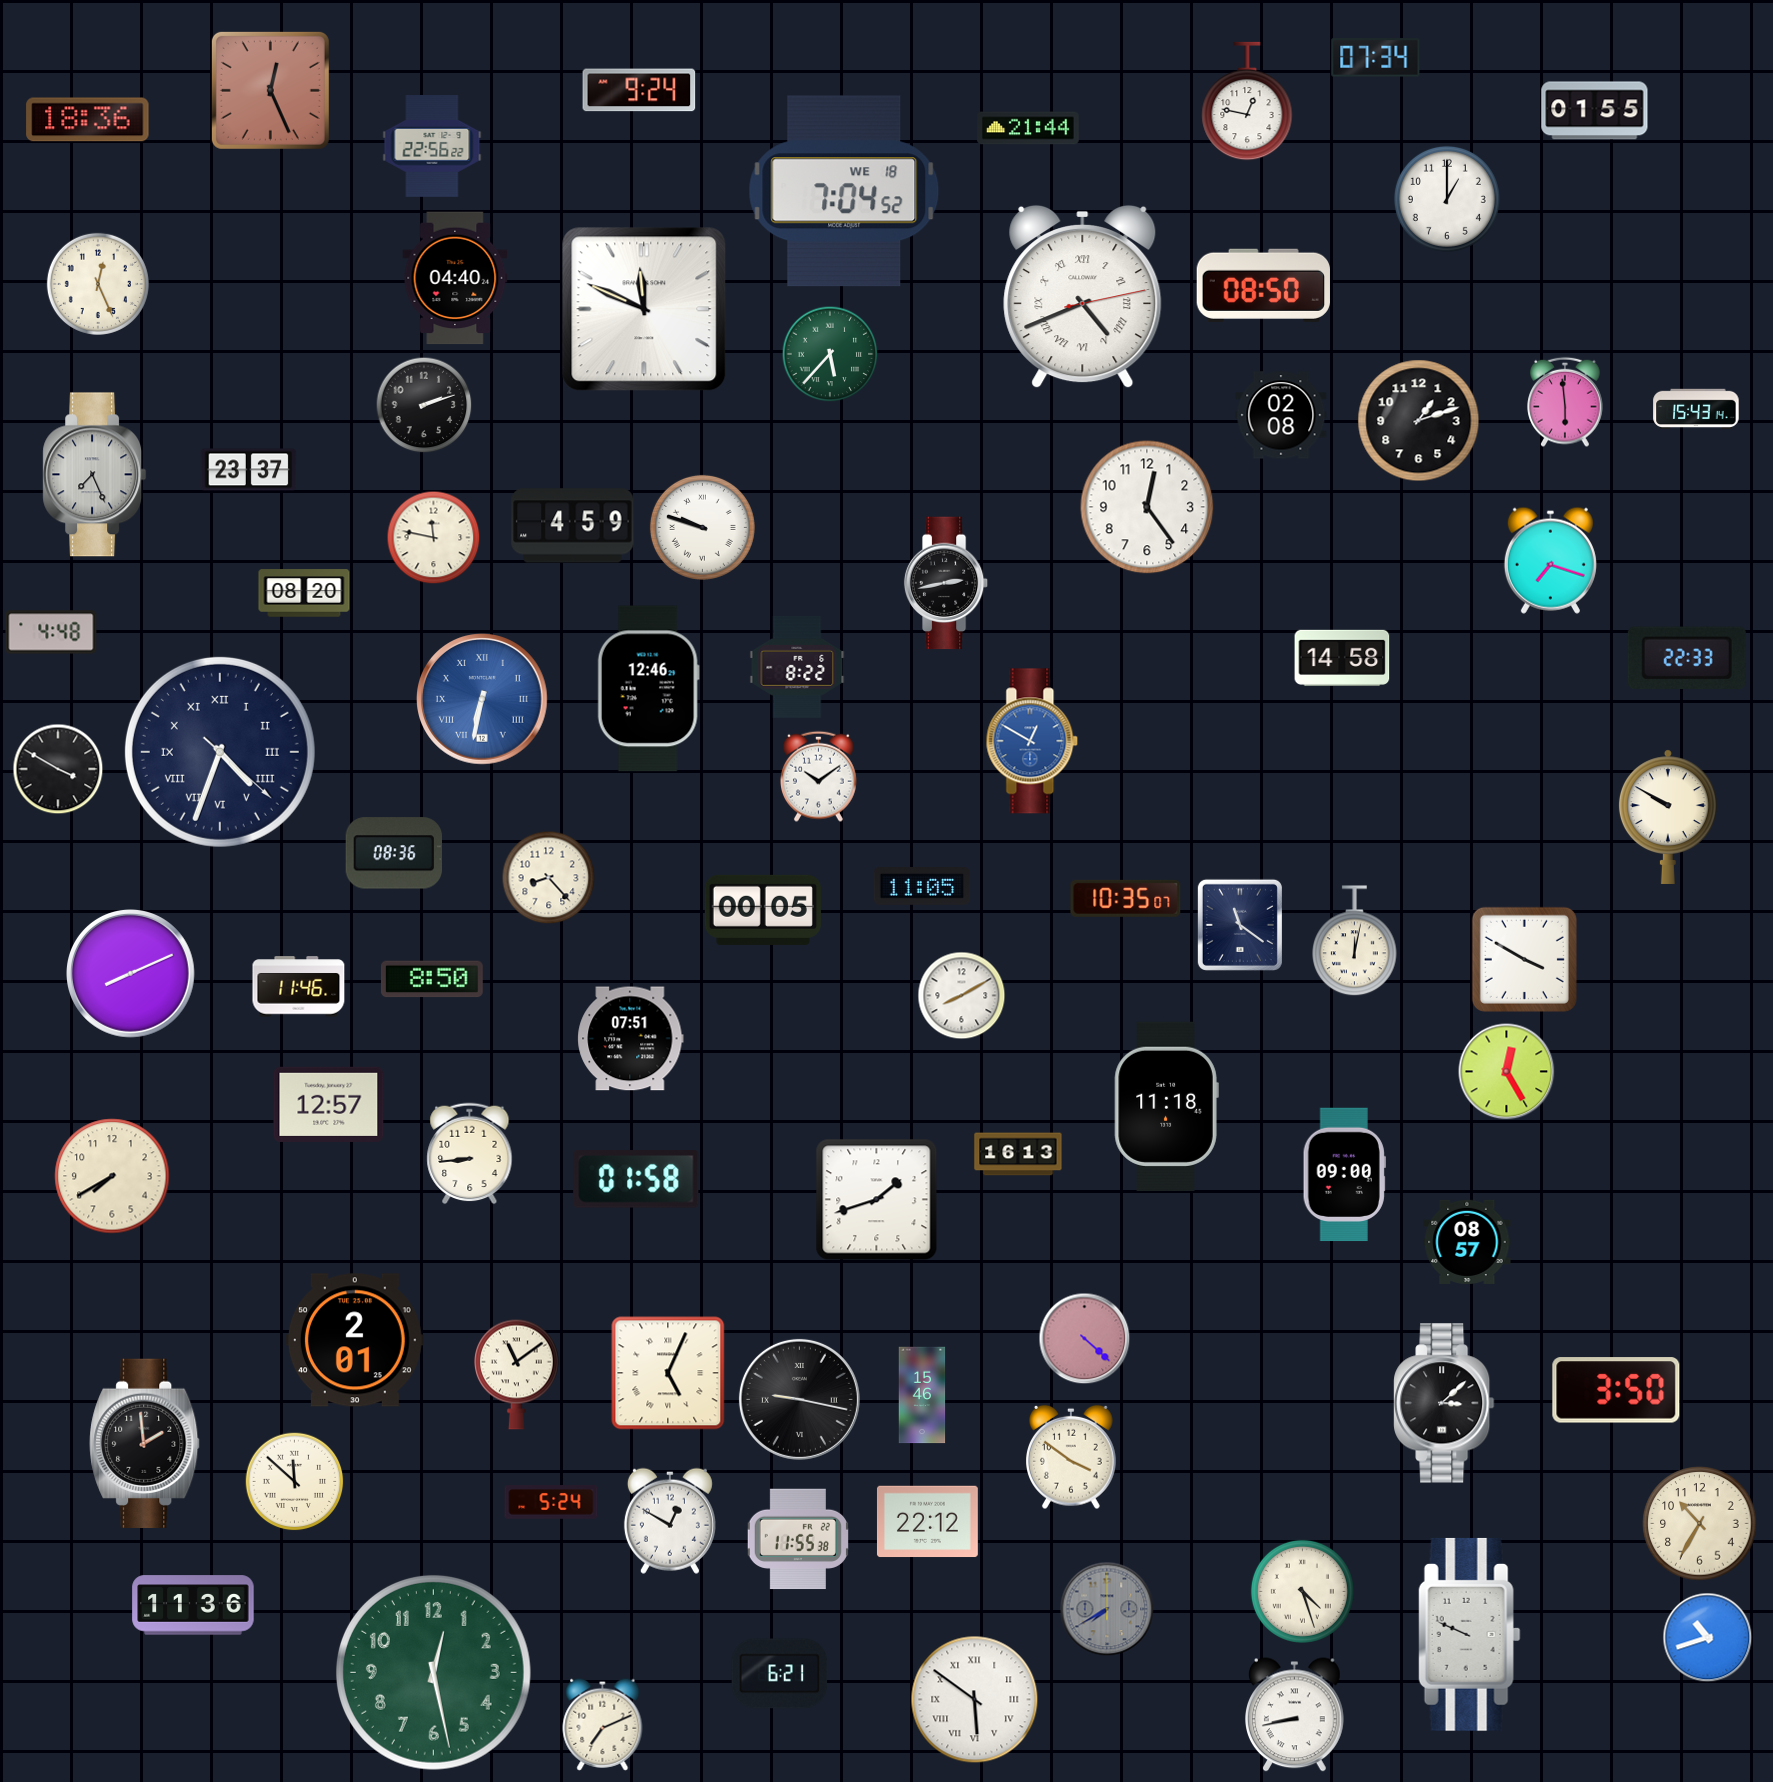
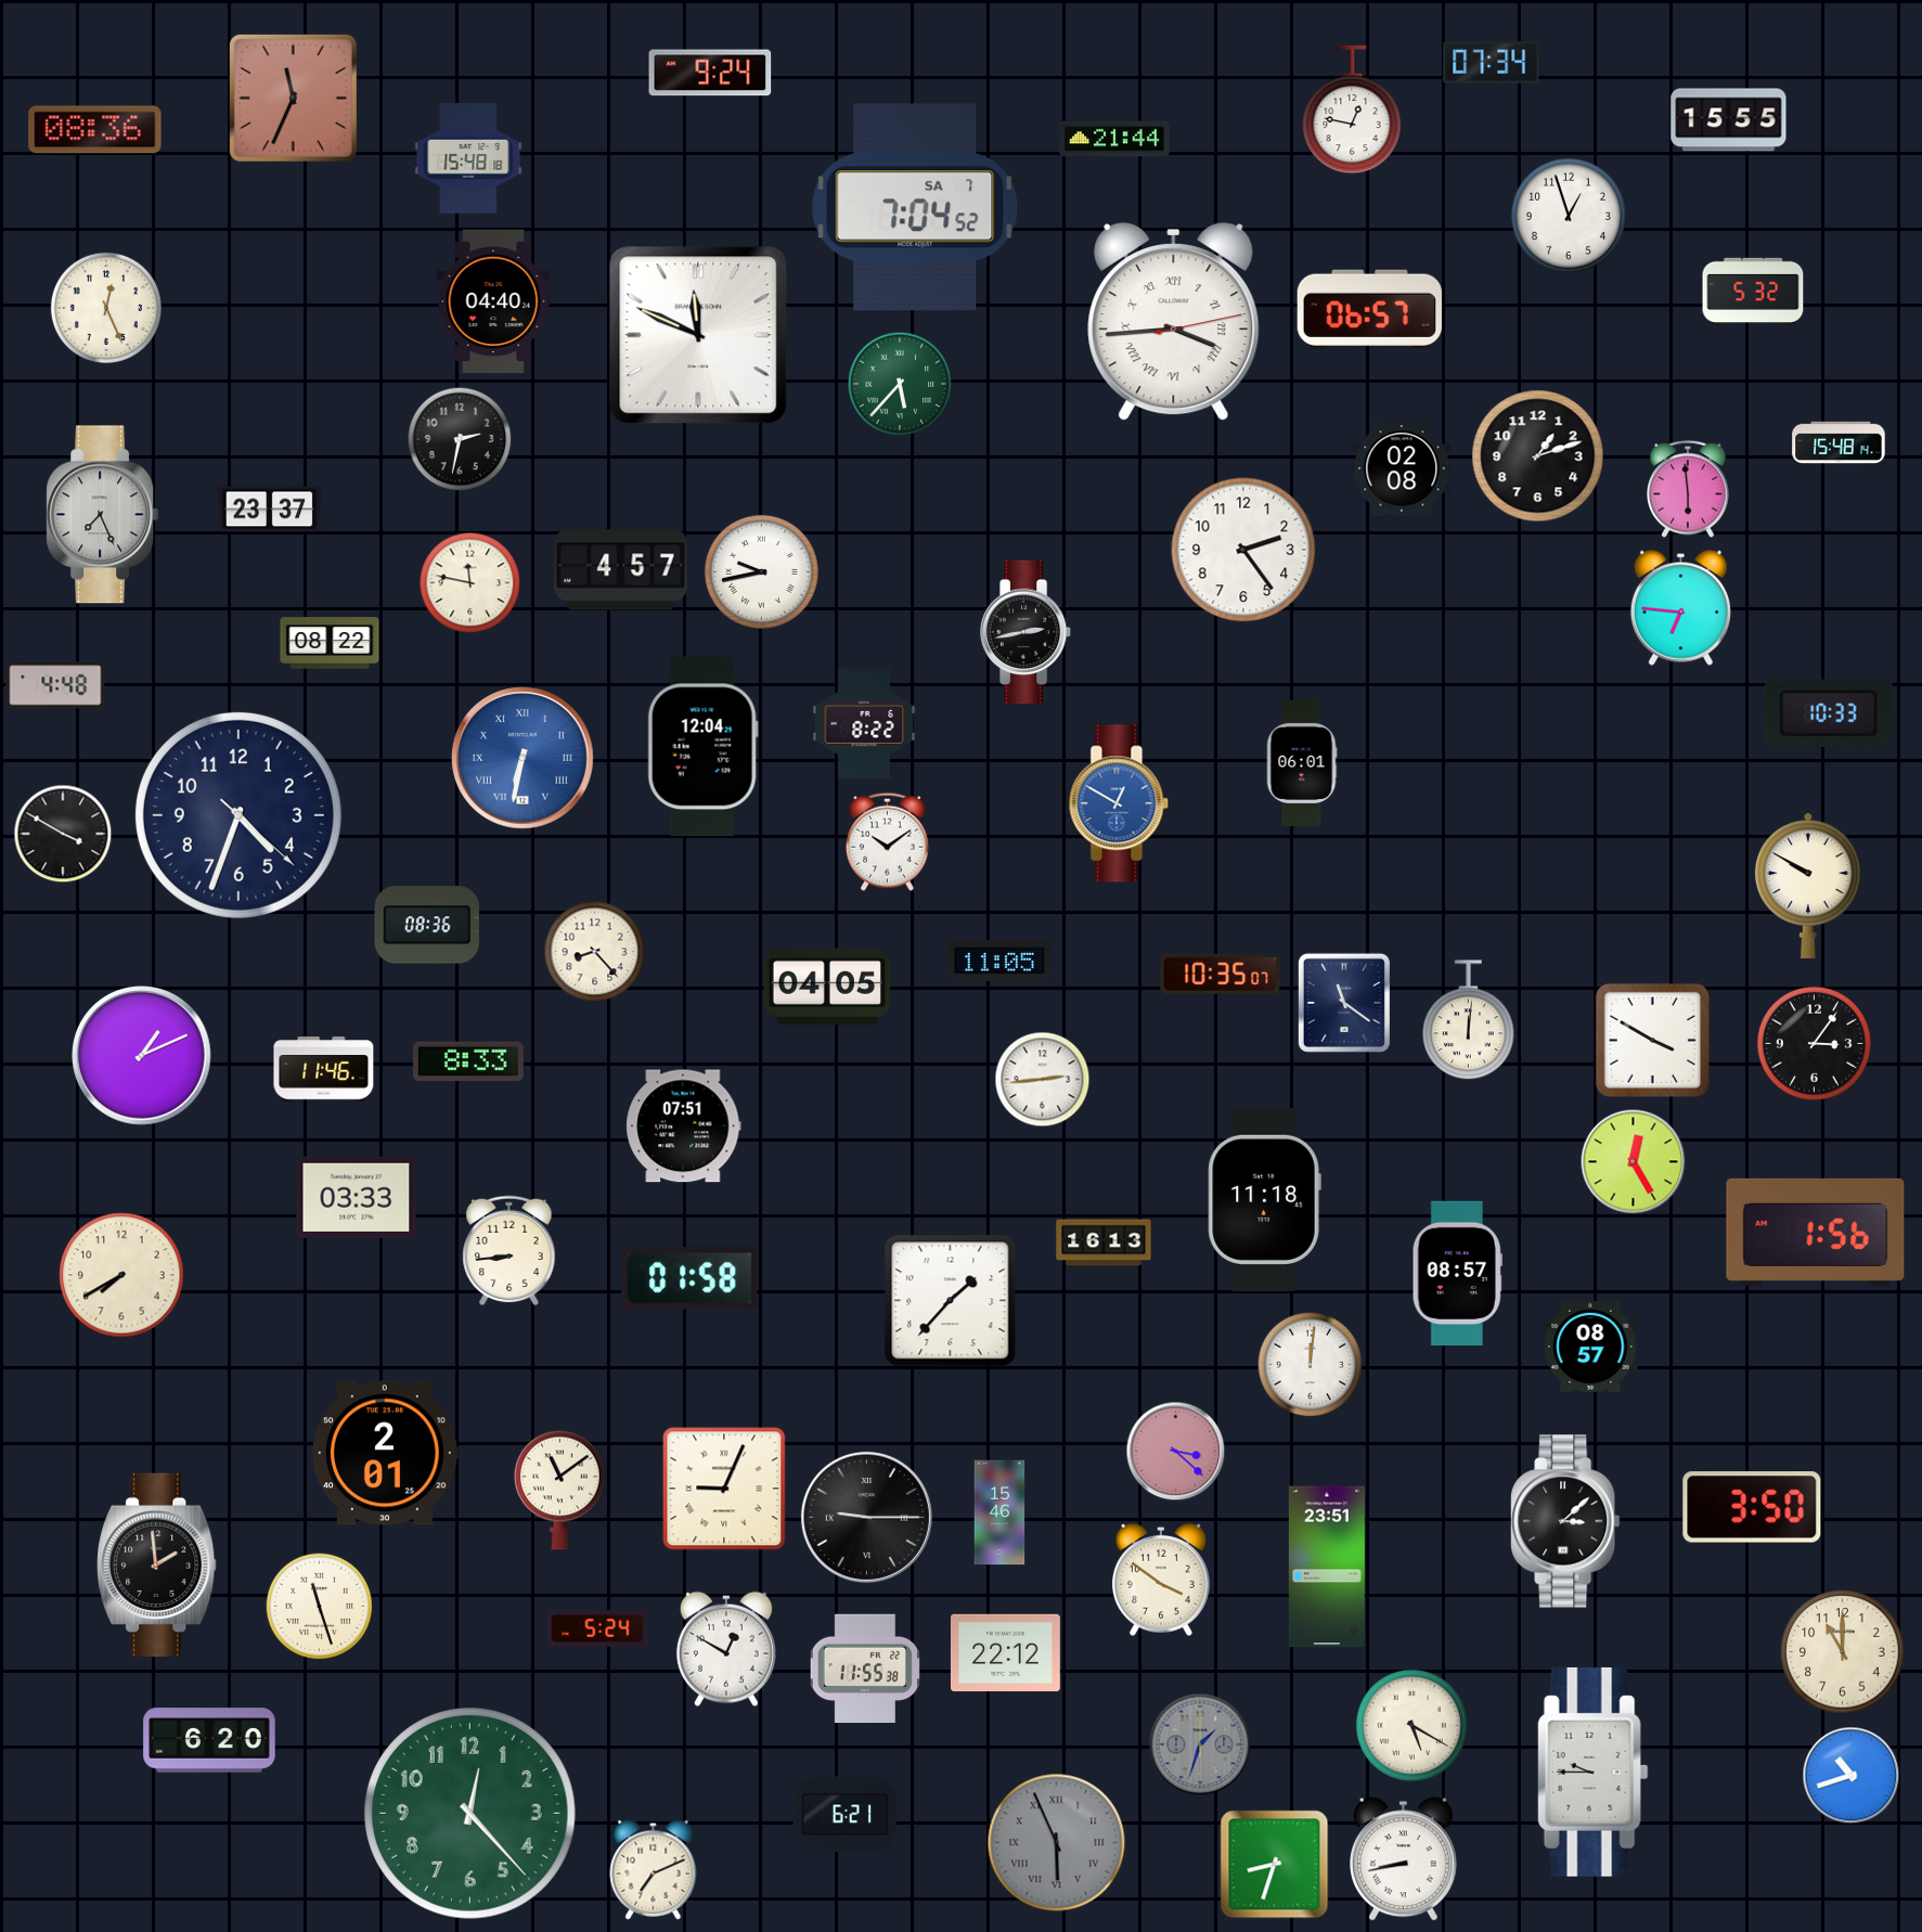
clock at (270, 90): 12:26 -> 11:34
clock at (639, 90) position: (639, 90) -> (710, 73)
clock at (1595, 111): 01:55 -> 15:55
clock at (88, 120): 18:36 -> 08:36
clock at (432, 147): 22:56 -> 15:48
clock at (844, 191) date: WE 18 -> SA 7
clock at (1447, 199): 1:00 -> 12:57
clock at (1753, 291): none -> 5:32
clock at (1263, 285): 08:50 -> 06:57
clock at (1083, 297): 4:41 -> 3:44
clock at (1565, 402) position: (1565, 402) -> (1688, 489)
clock at (424, 405): 2:12 -> 2:32
clock at (1696, 409): 15:43 -> 15:48
clock at (1281, 415) position: (1281, 415) -> (1402, 468)
clock at (1147, 507): 12:24 -> 2:24
clock at (573, 526): 4:59 -> 4:57
clock at (702, 527): 9:48 -> 9:43
clock at (1550, 560): 7:18 -> 6:46
clock at (304, 593): 08:20 -> 08:22
clock at (1687, 657): 22:33 -> 10:33
clock at (1342, 658): 14:58 -> none
clock at (648, 689): 12:46 -> 12:04
clock at (1302, 762): none -> 06:01
clock at (220, 752) numerals: Roman -> Arabic
clock at (763, 910): 00:05 -> 04:05
clock at (1355, 941): 12:02 -> 12:01
clock at (1814, 1043): none -> 3:06
clock at (131, 974): 8:11 -> 1:11
clock at (432, 979): 8:50 -> 8:33
clock at (962, 996): 8:10 -> 2:44
clock at (329, 1104): 12:57 -> 03:33
clock at (1816, 1232): none -> 1:56
clock at (1018, 1154) position: (1018, 1154) -> (1104, 1242)
clock at (1344, 1175): 09:00 -> 08:57
clock at (877, 1200): 1:42 -> 1:37
clock at (1311, 1365): none -> 12:01
clock at (1085, 1339): 4:22 -> 3:22
clock at (668, 1373): 5:04 -> 9:04
clock at (799, 1399): 9:17 -> 9:15
clock at (1327, 1567): none -> 23:51
clock at (295, 1482): 11:52 -> 11:27
clock at (927, 1522) position: (927, 1522) -> (1005, 1653)
clock at (1700, 1524): 10:35 -> 11:00
clock at (1302, 1591): 4:27 -> 5:20
clock at (193, 1605): 11:36 -> 6:20
clock at (1107, 1609): 7:40 -> 1:33
clock at (1470, 1634): 9:49 -> 9:45
clock at (433, 1672): 12:28 -> 12:23
clock at (975, 1700): 5:51 -> 5:56
clock at (975, 1700) dial: white -> grey
clock at (1275, 1865): none -> 8:33
